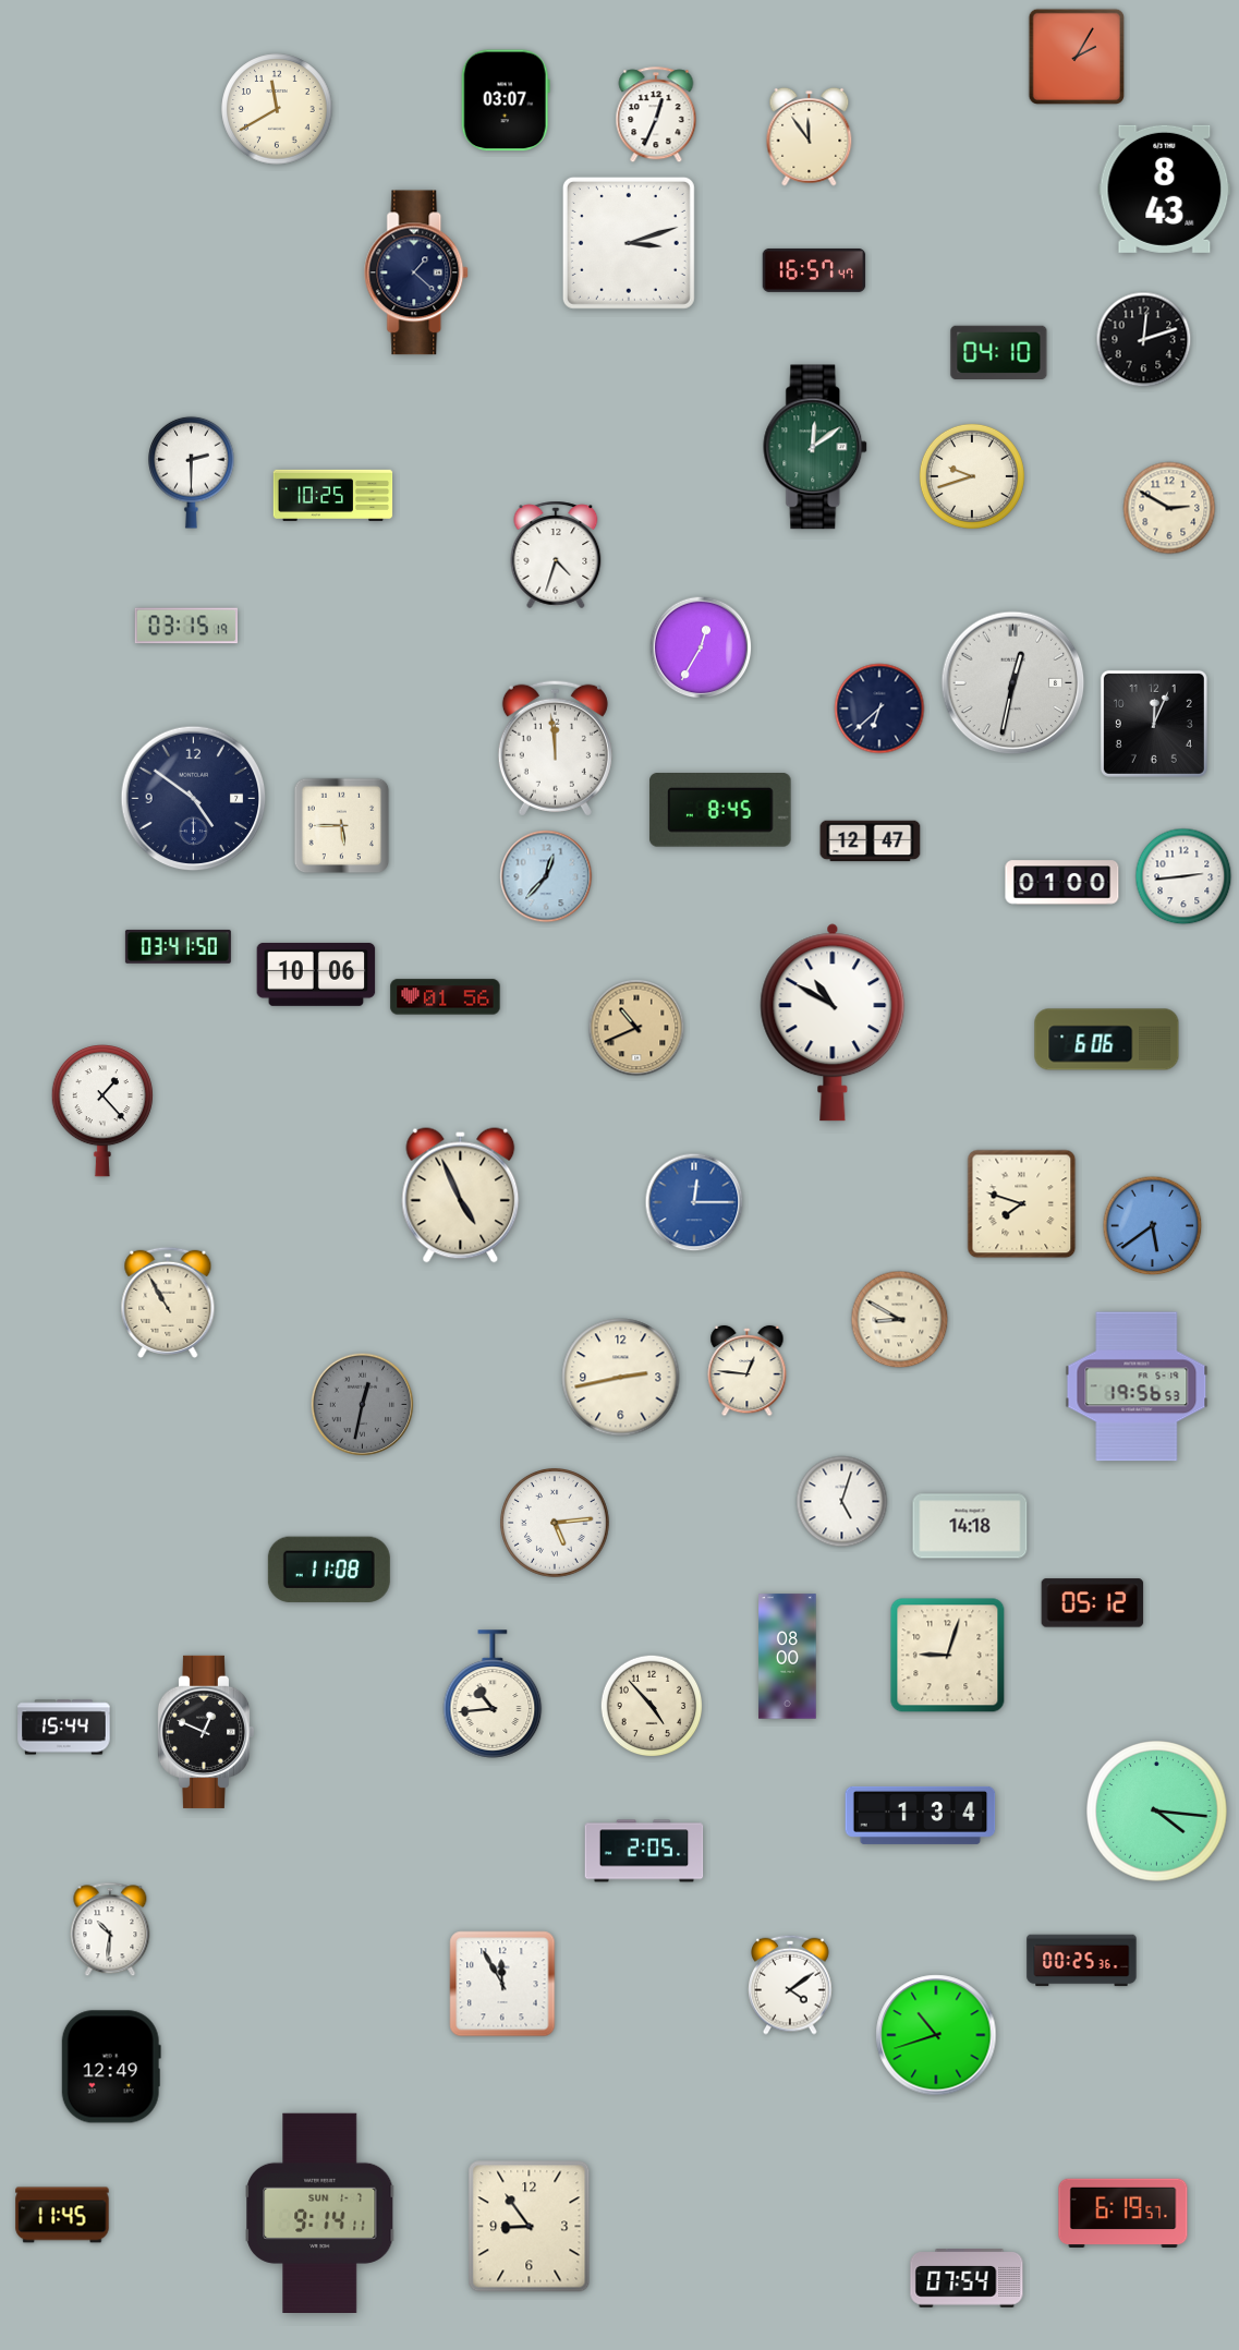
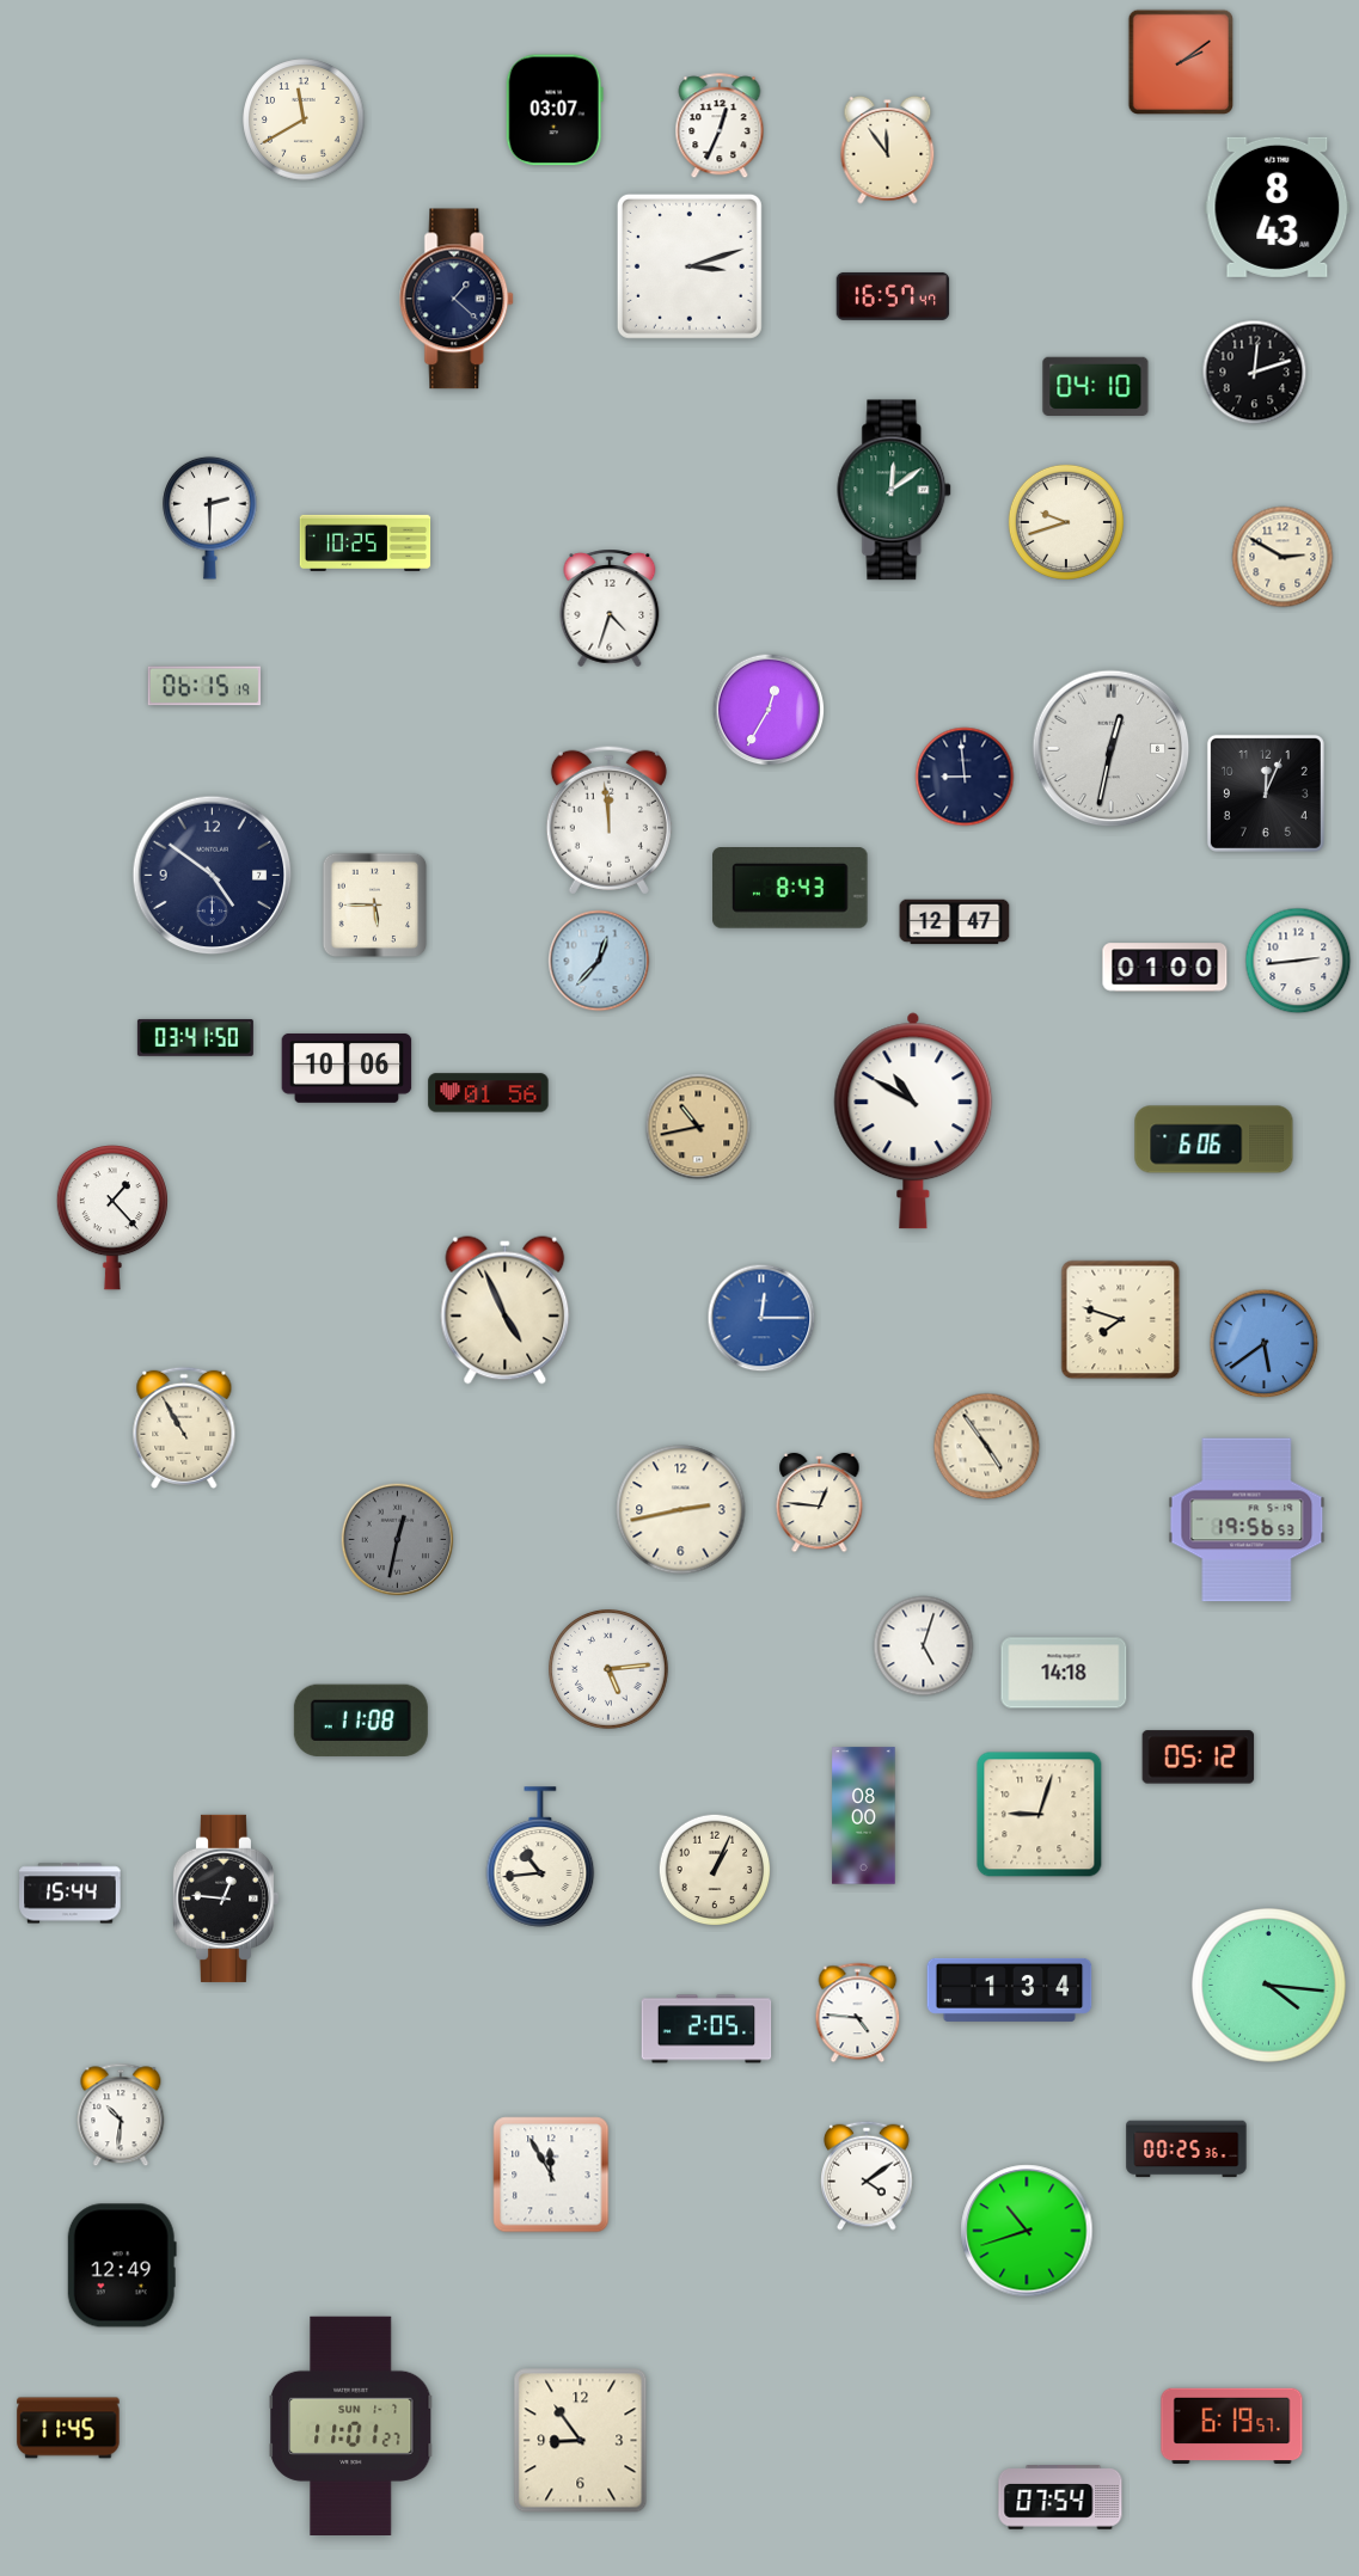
clock at (1076, 56): 2:05 -> 2:09
clock at (186, 626): 03:15 -> 06:15
clock at (879, 708): 6:38 -> 8:59
clock at (720, 811): 8:45 -> 8:43
clock at (636, 1028): 10:41 -> 10:43
clock at (900, 1320): 8:50 -> 4:54
clock at (652, 1706): 4:53 -> 1:04
clock at (205, 1732): 12:49 -> 12:46
clock at (858, 2013): none -> 4:46
clock at (320, 2213): 9:14 -> 11:01
